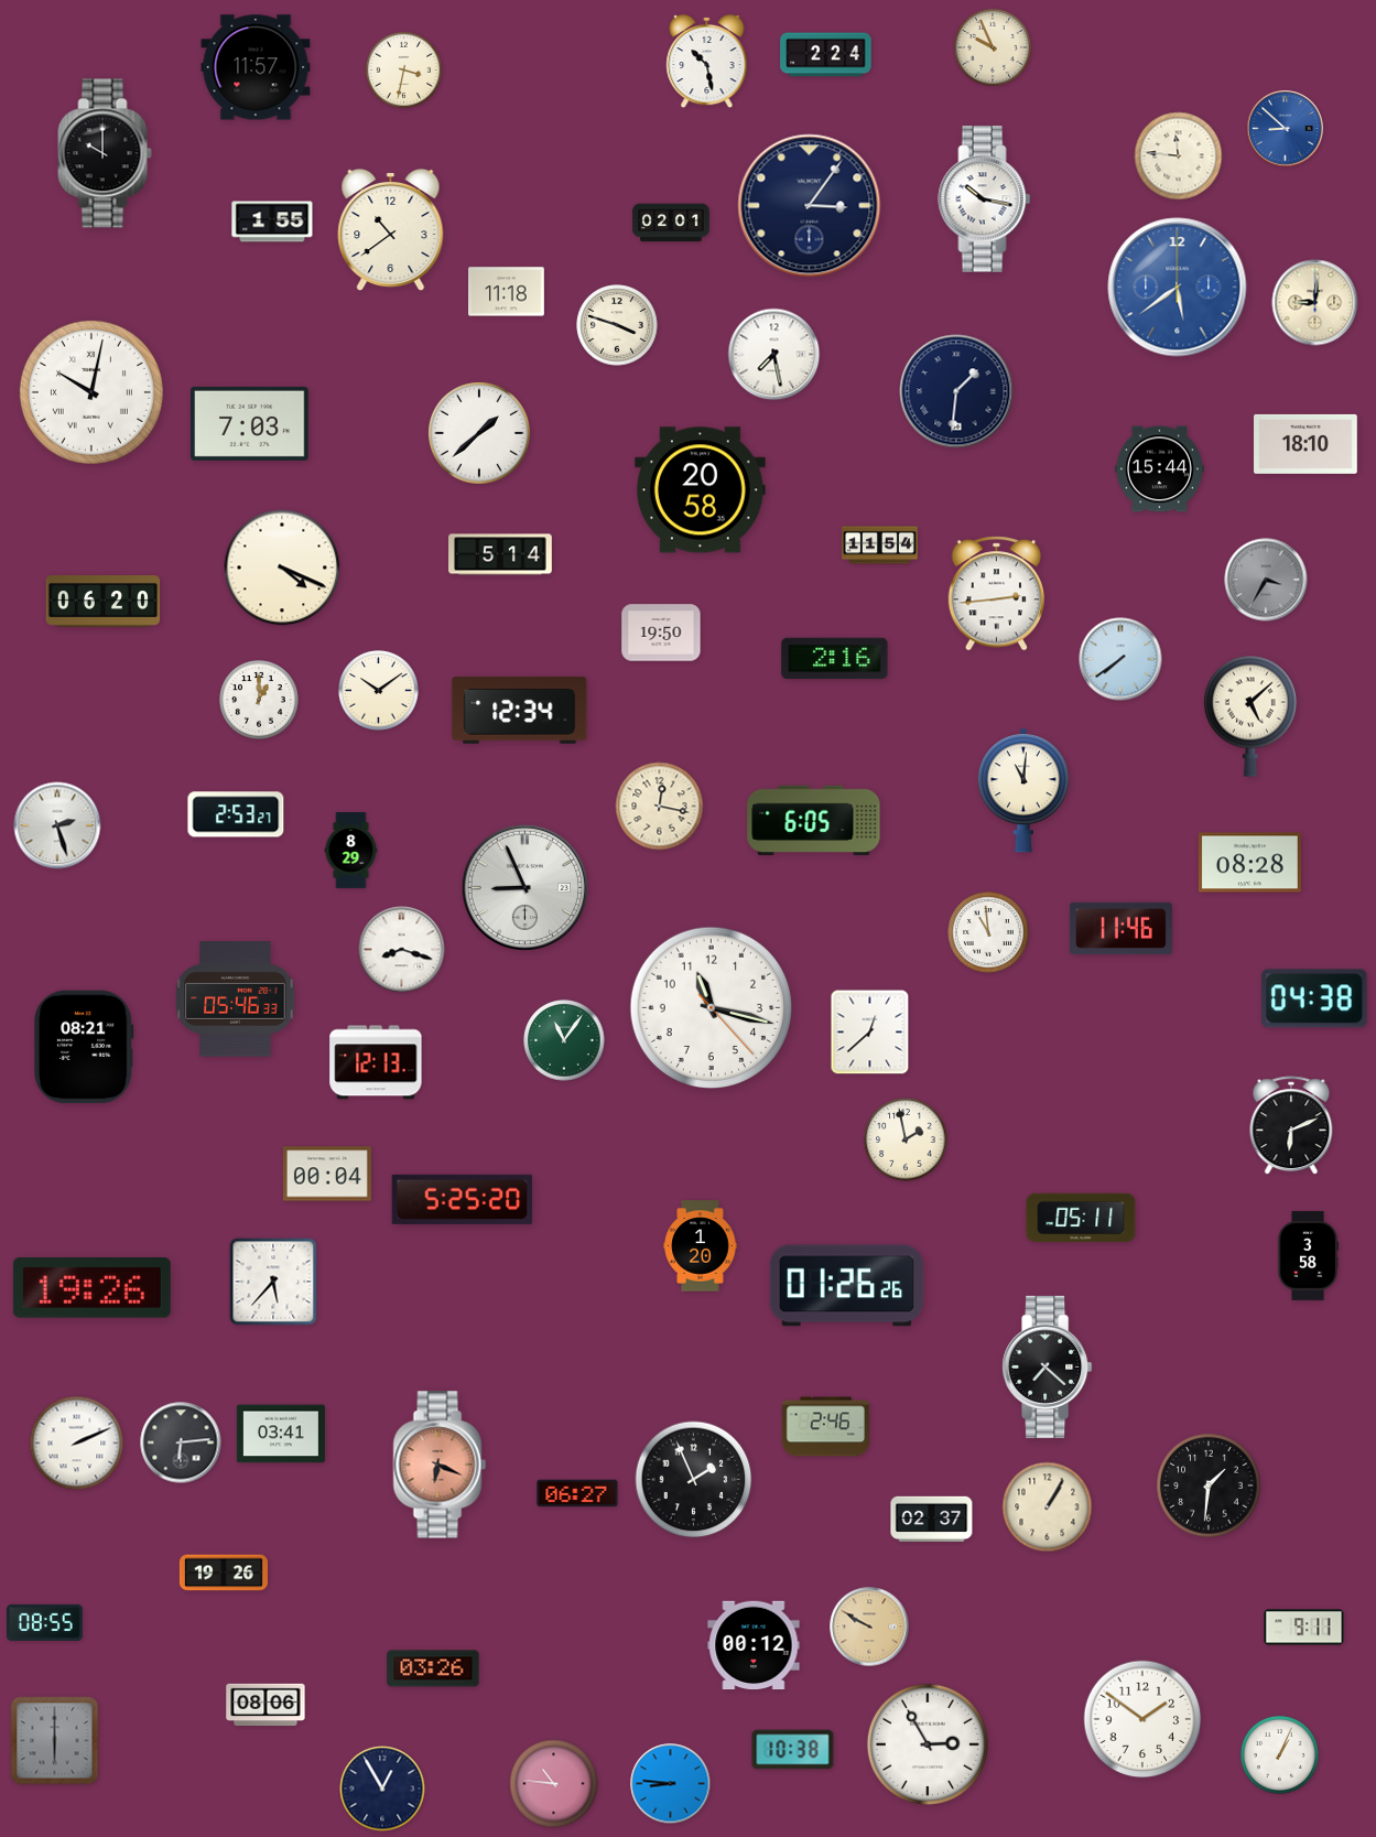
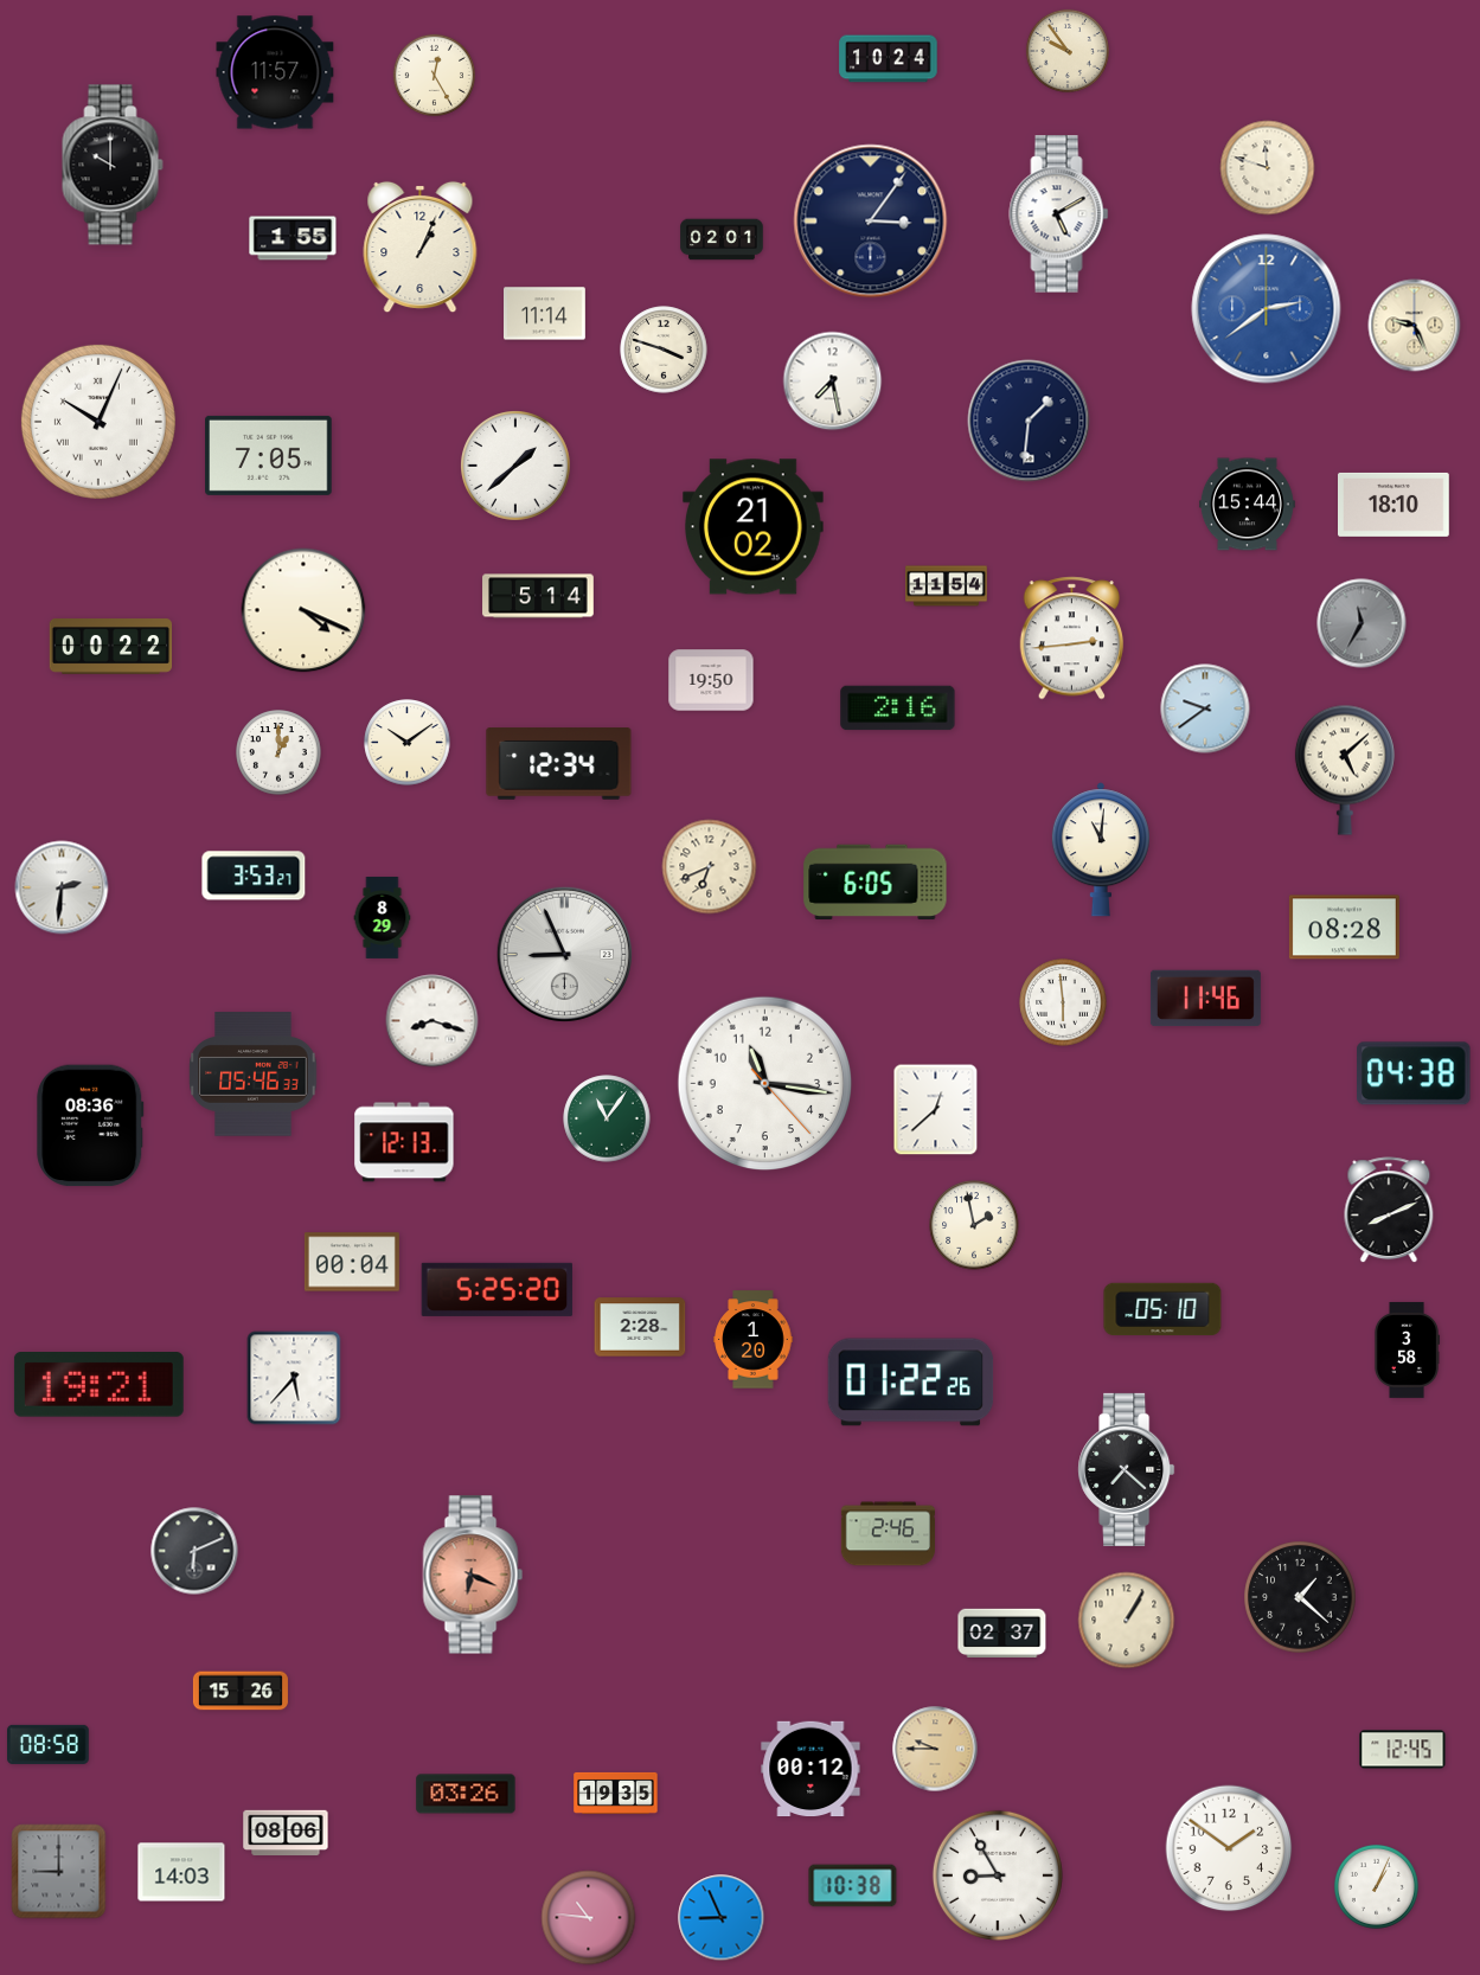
clock at (993, 47): 9:56 -> 9:54
clock at (826, 55): 2:24 -> 10:24
clock at (707, 62): 10:28 -> none
clock at (403, 69): 3:32 -> 12:25
clock at (1286, 129): 8:52 -> none
clock at (1179, 156): 11:46 -> 11:48
clock at (985, 199): 10:17 -> 5:10
clock at (391, 230): 10:39 -> 1:04
clock at (1178, 288): 5:39 -> 2:39
clock at (507, 292): 11:18 -> 11:14
clock at (1315, 303): 9:01 -> 9:26
clock at (91, 392): 10:02 -> 10:04
clock at (250, 423): 7:03 -> 7:05
clock at (1307, 444) position: (1307, 444) -> (1395, 505)
clock at (701, 490): 20:58 -> 21:02
clock at (1266, 580): 3:35 -> 11:35
clock at (104, 602): 06:20 -> 00:22
clock at (1120, 659): 7:39 -> 9:39
clock at (660, 807): 12:17 -> 6:41
clock at (236, 814): 2:53 -> 3:53
clock at (57, 825): 2:27 -> 2:31
clock at (351, 851) position: (351, 851) -> (383, 918)
clock at (988, 932): 10:59 -> 5:59
clock at (712, 1008): 11:17 -> 11:16
clock at (84, 1047): 08:21 -> 08:36
clock at (1291, 1126): 6:11 -> 8:11
clock at (1081, 1218): 05:11 -> 05:10
clock at (640, 1327): none -> 2:28
clock at (847, 1286): 01:26 -> 01:22
clock at (91, 1288): 19:26 -> 19:21
clock at (281, 1434): 03:41 -> none
clock at (181, 1442): 6:14 -> 6:11
clock at (77, 1444): 2:11 -> none
clock at (694, 1480): 1:56 -> none
clock at (1209, 1485): 1:31 -> 1:22
clock at (577, 1493): 06:27 -> none
clock at (224, 1573): 19:26 -> 15:26
clock at (45, 1622): 08:55 -> 08:58
clock at (869, 1627): 9:50 -> 9:45
clock at (1304, 1628): 9:11 -> 12:45
clock at (616, 1793): none -> 19:35
clock at (55, 1741): 6:00 -> 9:00
clock at (181, 1872): none -> 14:03
clock at (928, 1744): 2:55 -> 8:55
clock at (793, 1750) position: (793, 1750) -> (853, 1886)
clock at (554, 1784) position: (554, 1784) -> (589, 1918)
clock at (671, 1784): 8:46 -> 8:56
clock at (382, 1789): 12:55 -> none
